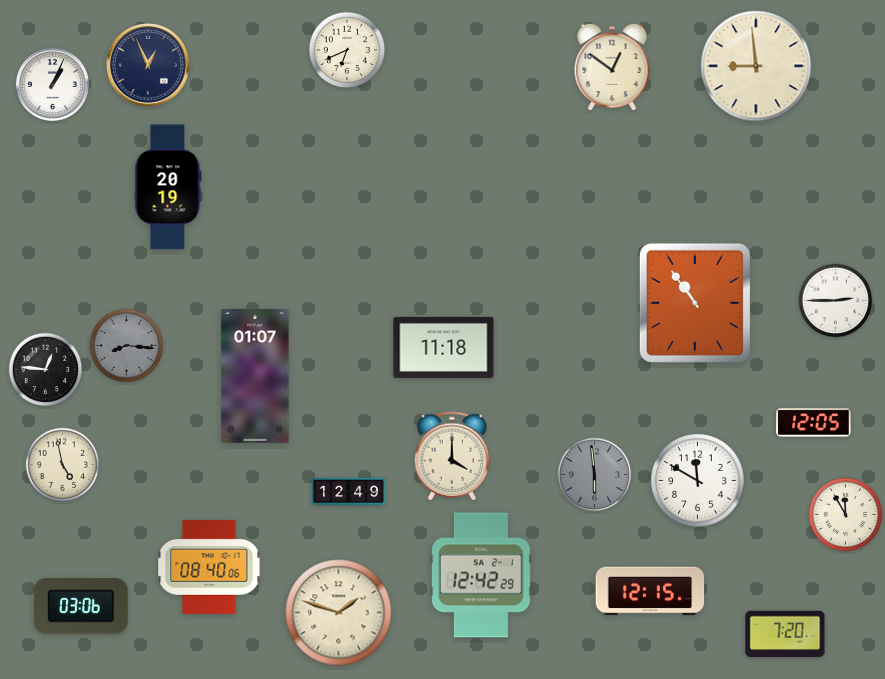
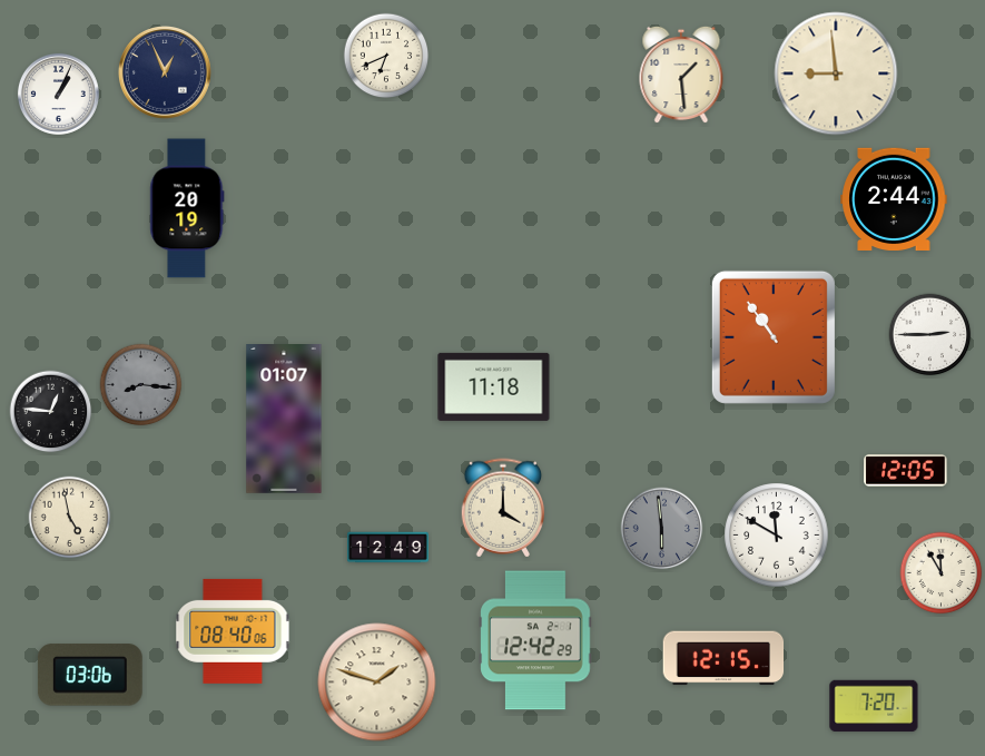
clock at (756, 66) position: (756, 66) -> (836, 73)
clock at (612, 67): 12:51 -> 1:29
clock at (894, 198): none -> 2:44
